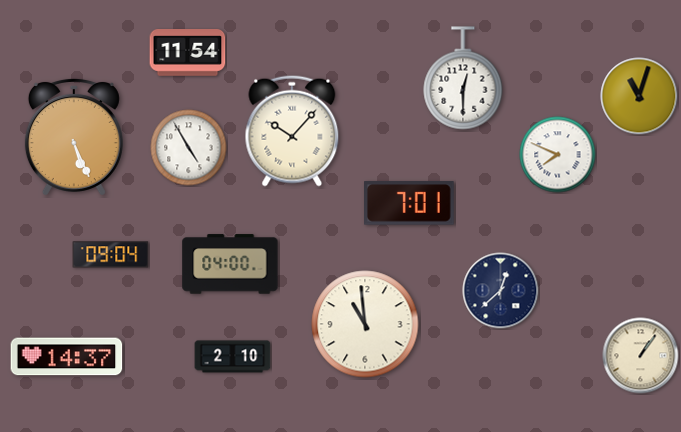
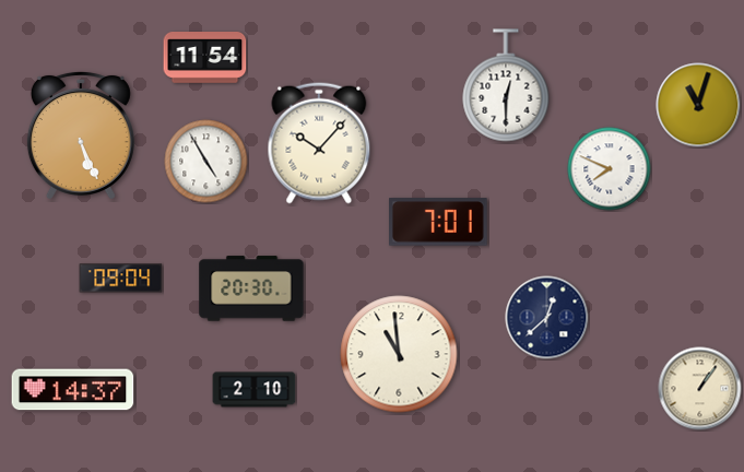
clock at (74, 136) position: (74, 136) -> (81, 134)
clock at (410, 203) position: (410, 203) -> (439, 222)
clock at (230, 264): 04:00 -> 20:30
